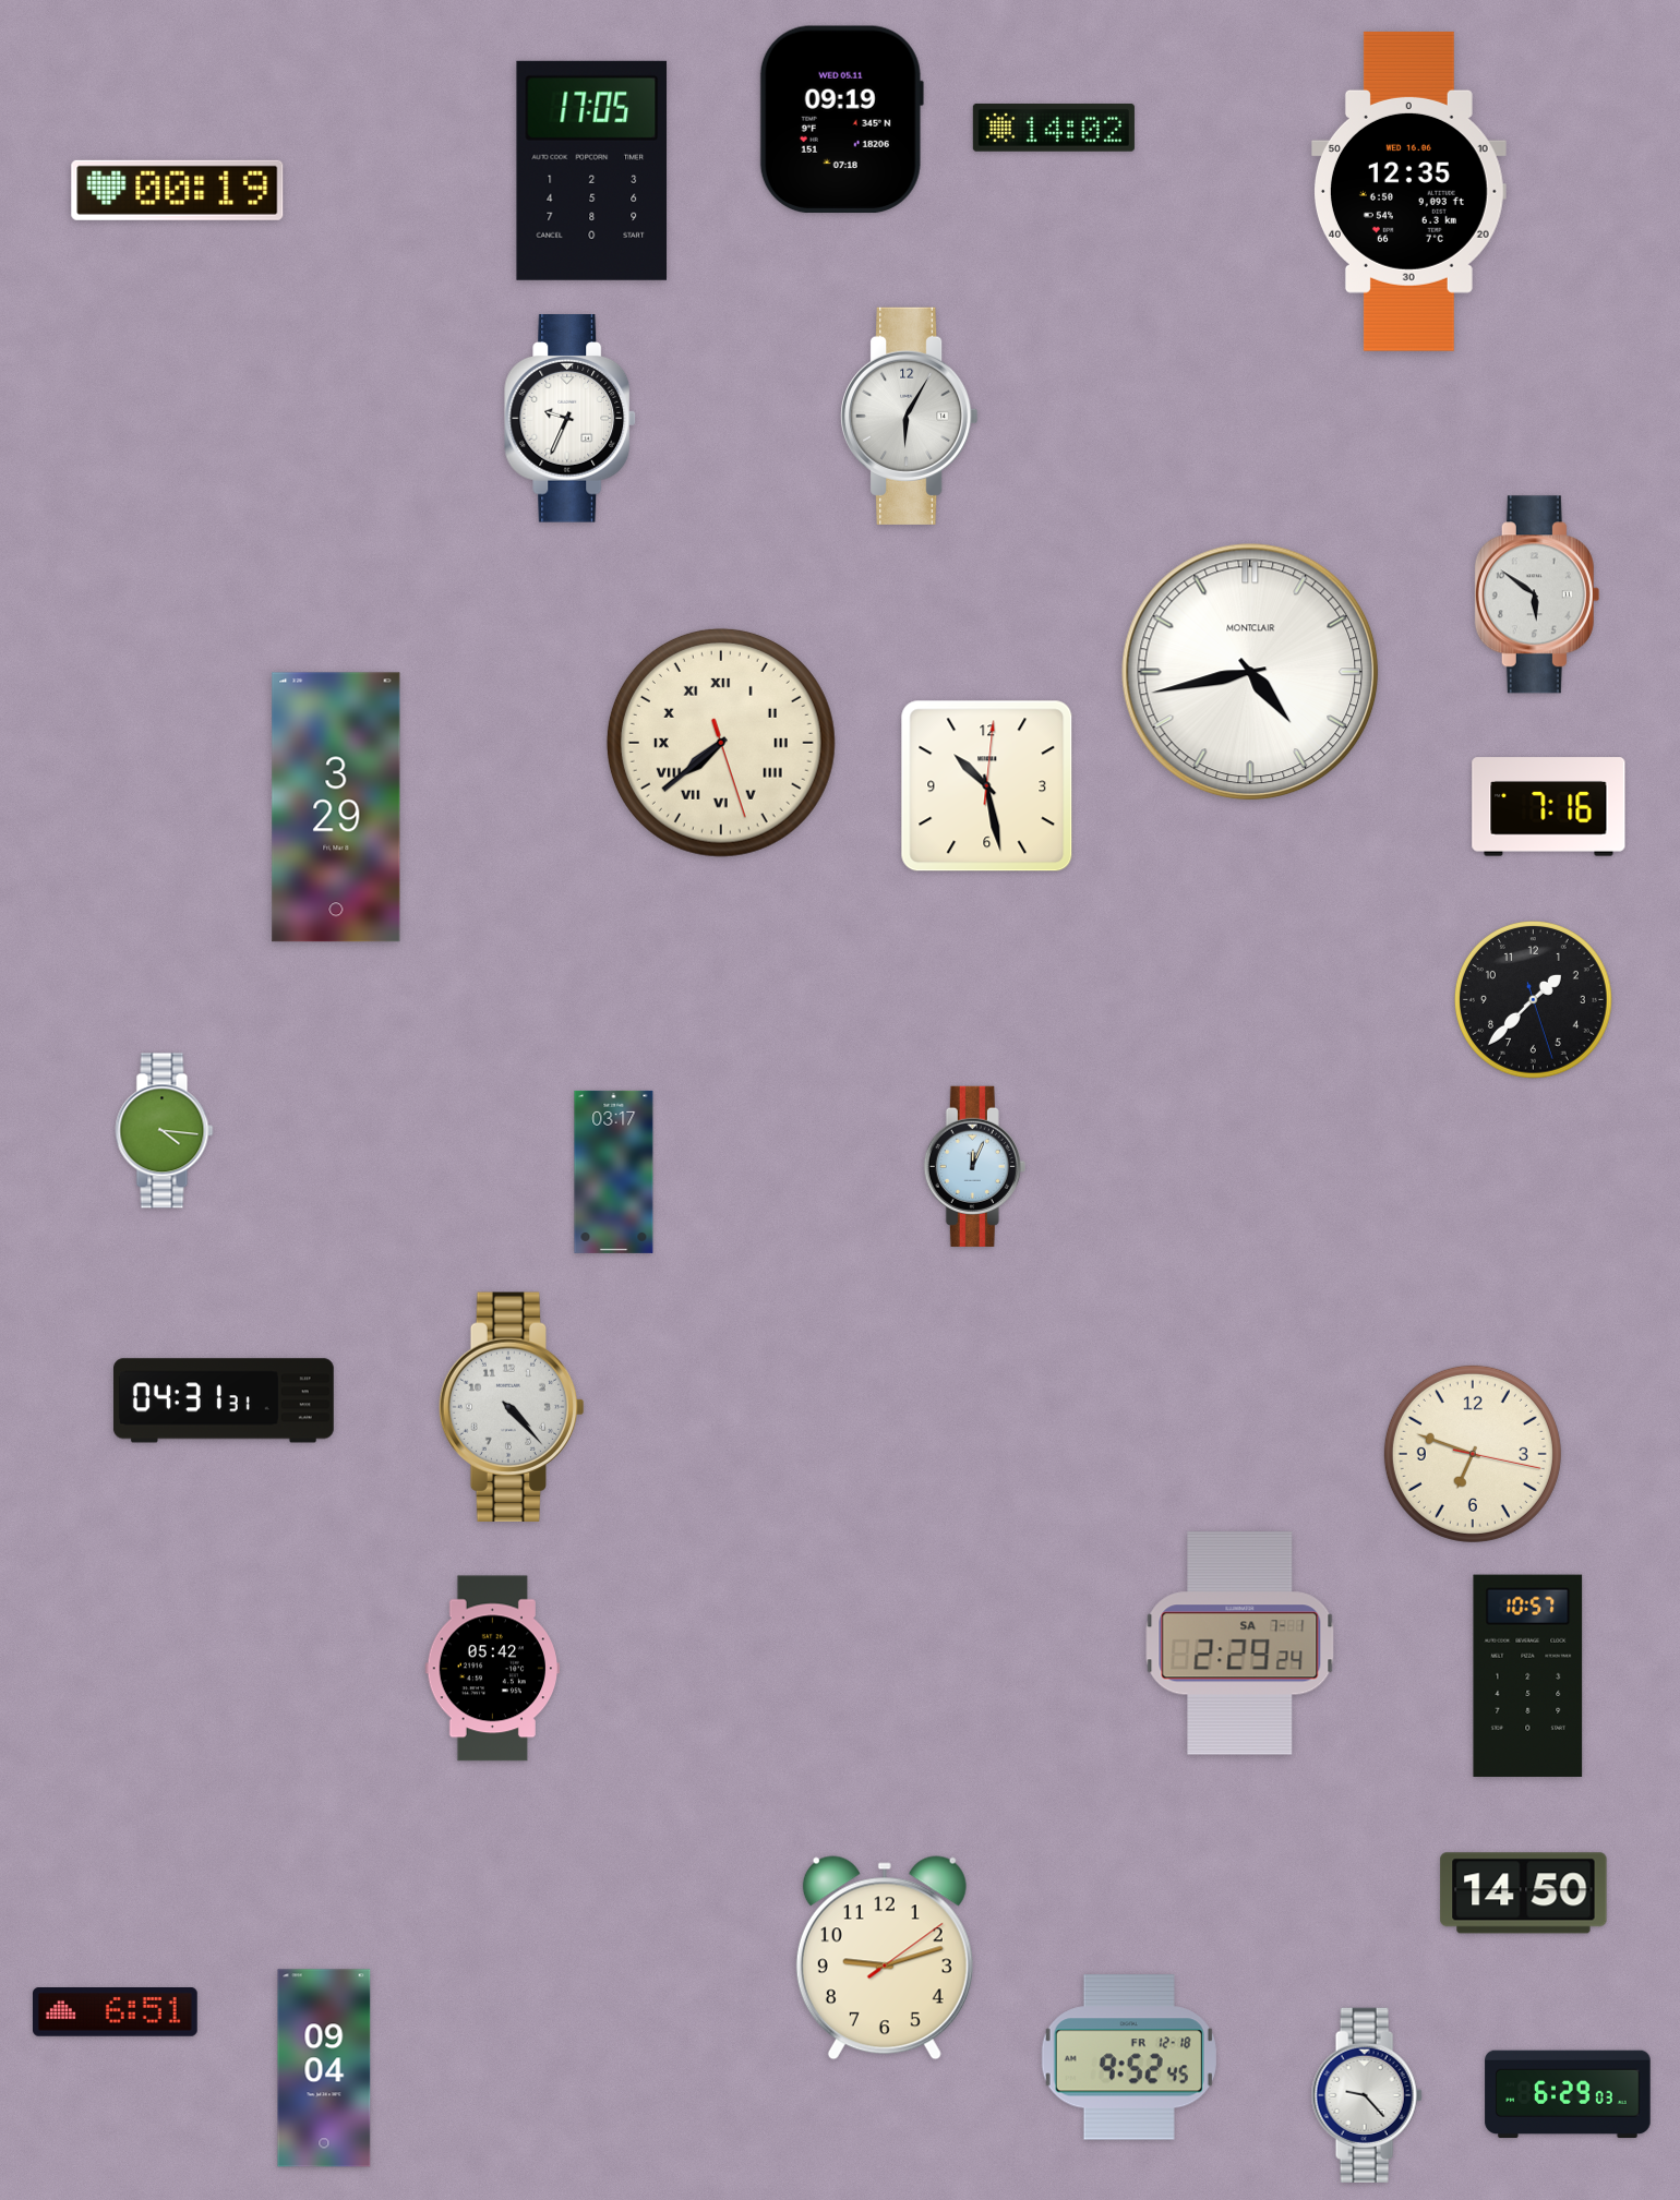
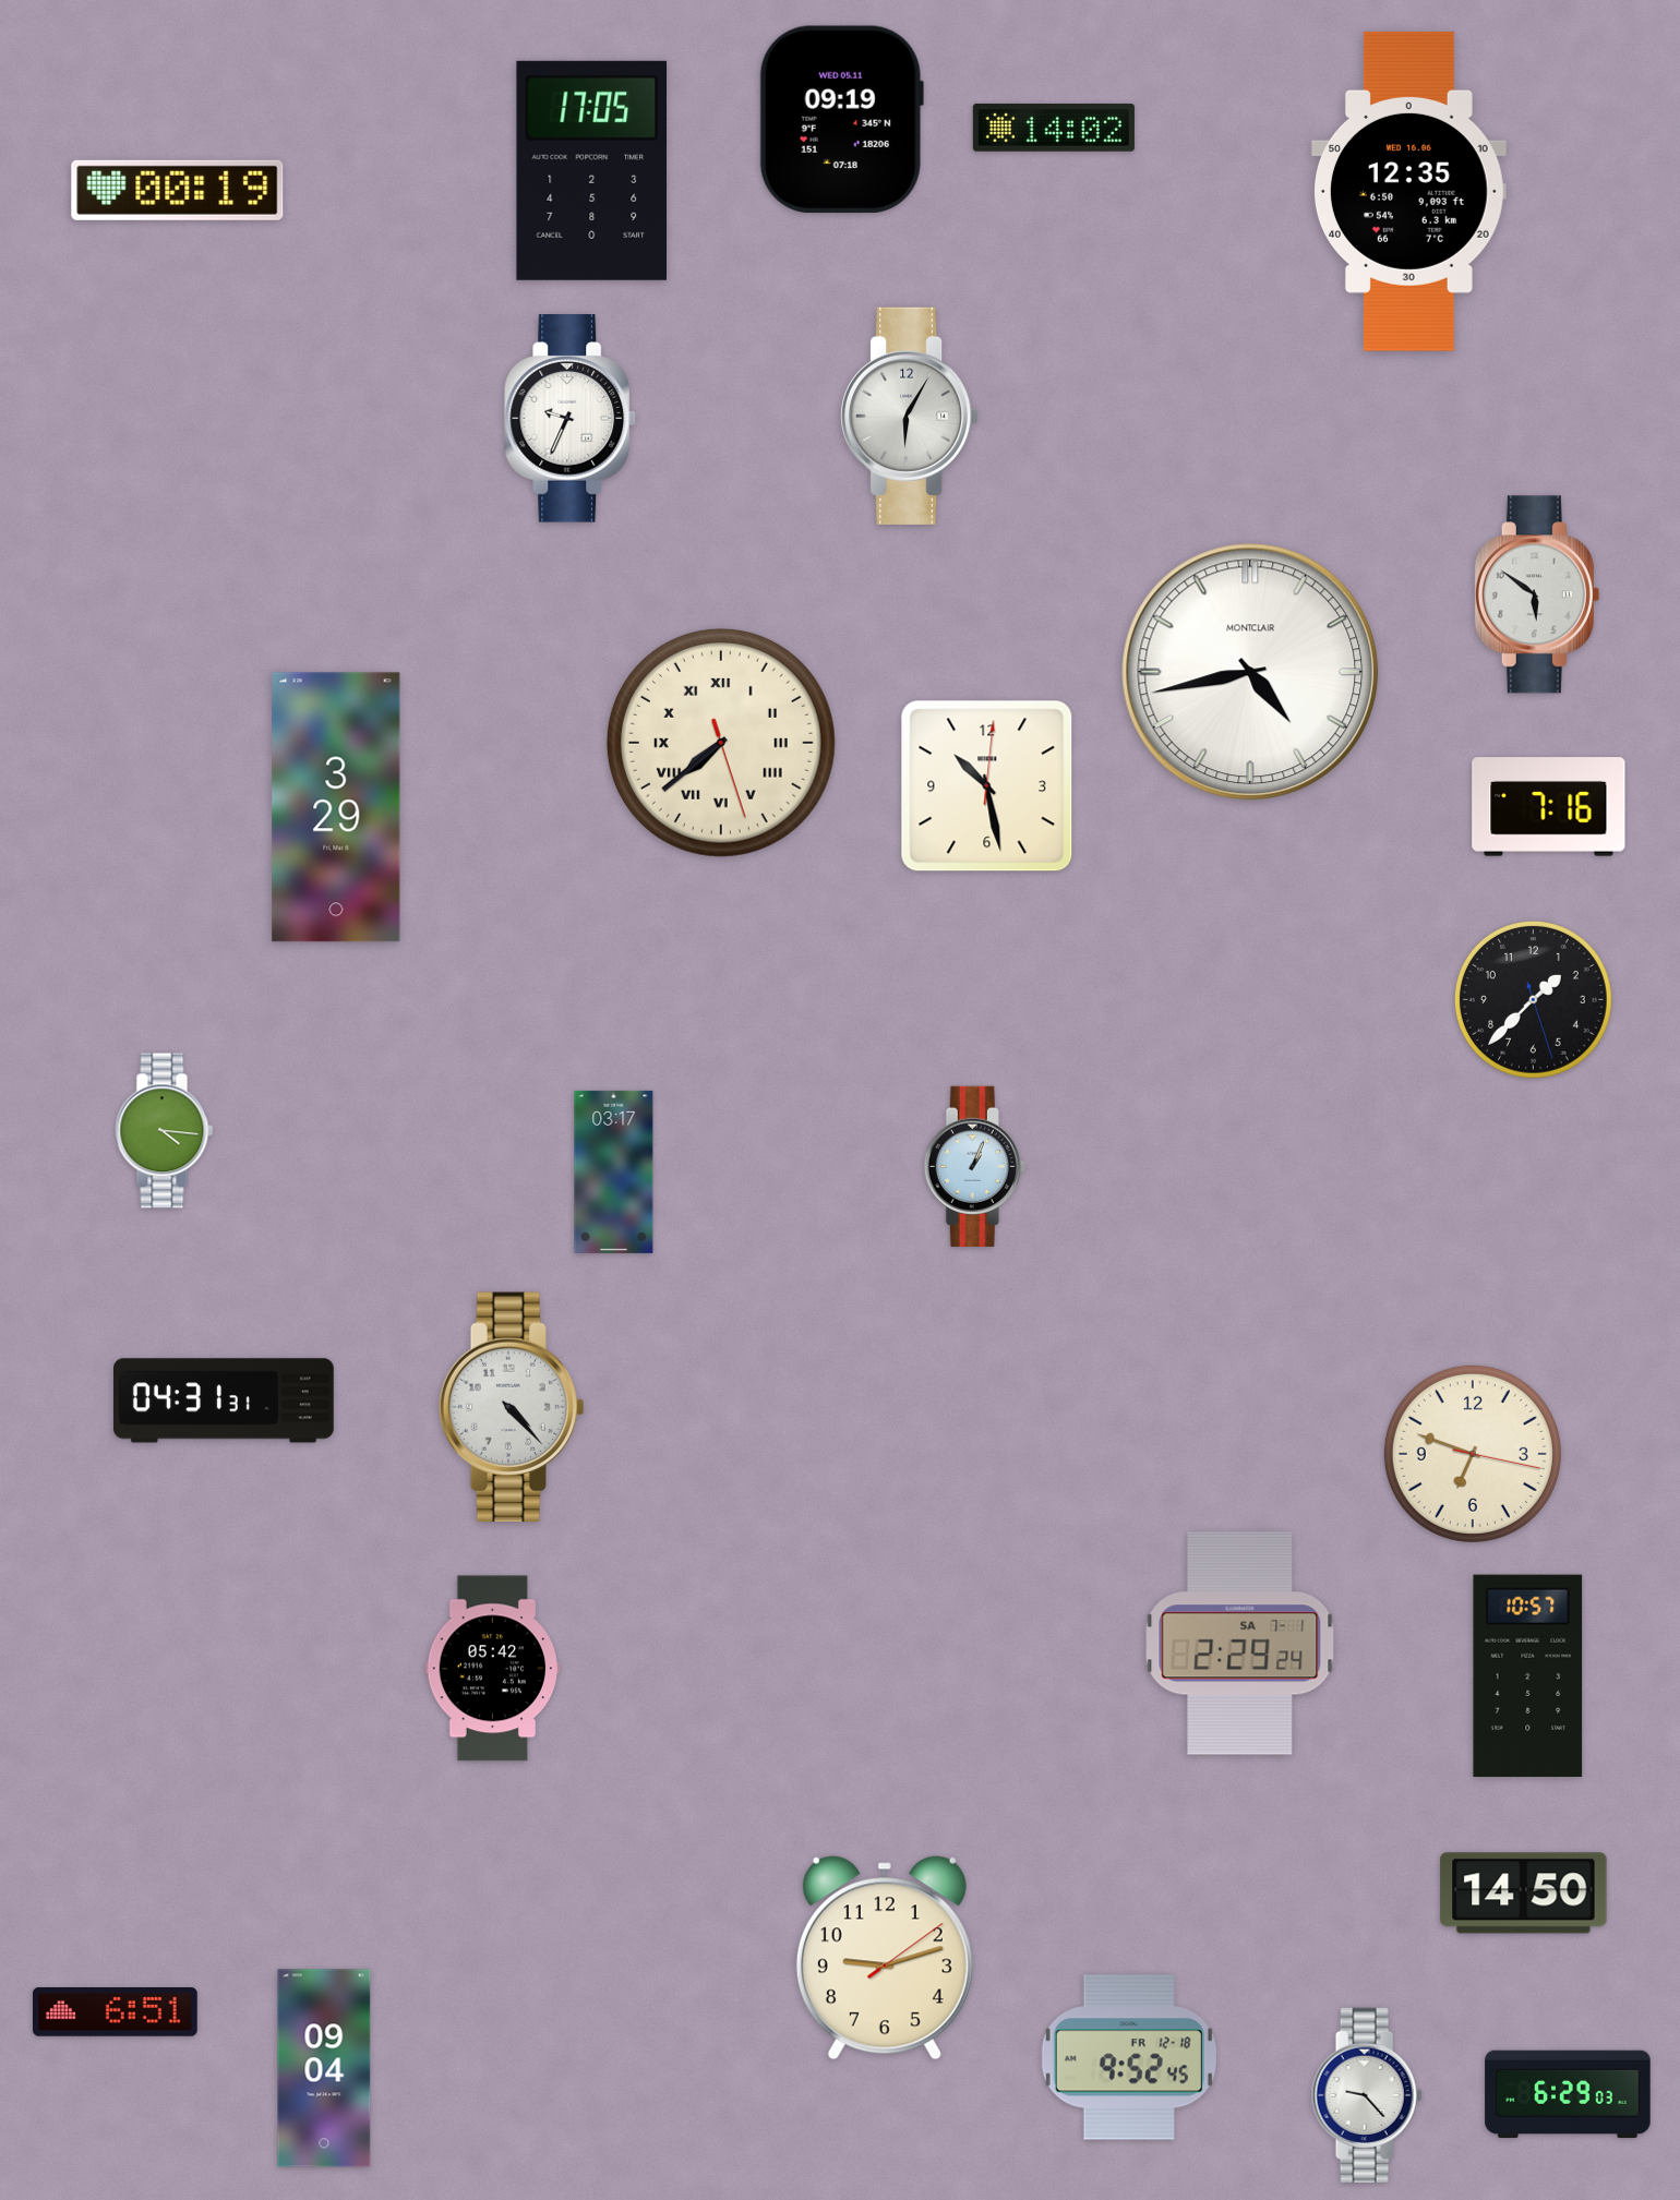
clock at (974, 1166): 12:04 -> 1:04
